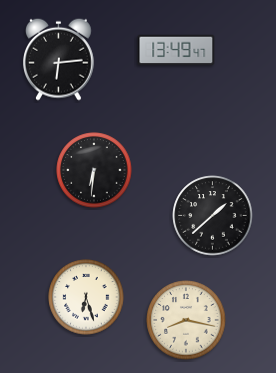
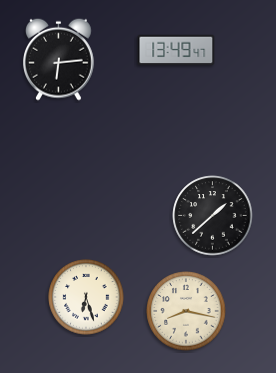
clock at (94, 170): 6:31 -> none
clock at (186, 320) position: (186, 320) -> (186, 311)
